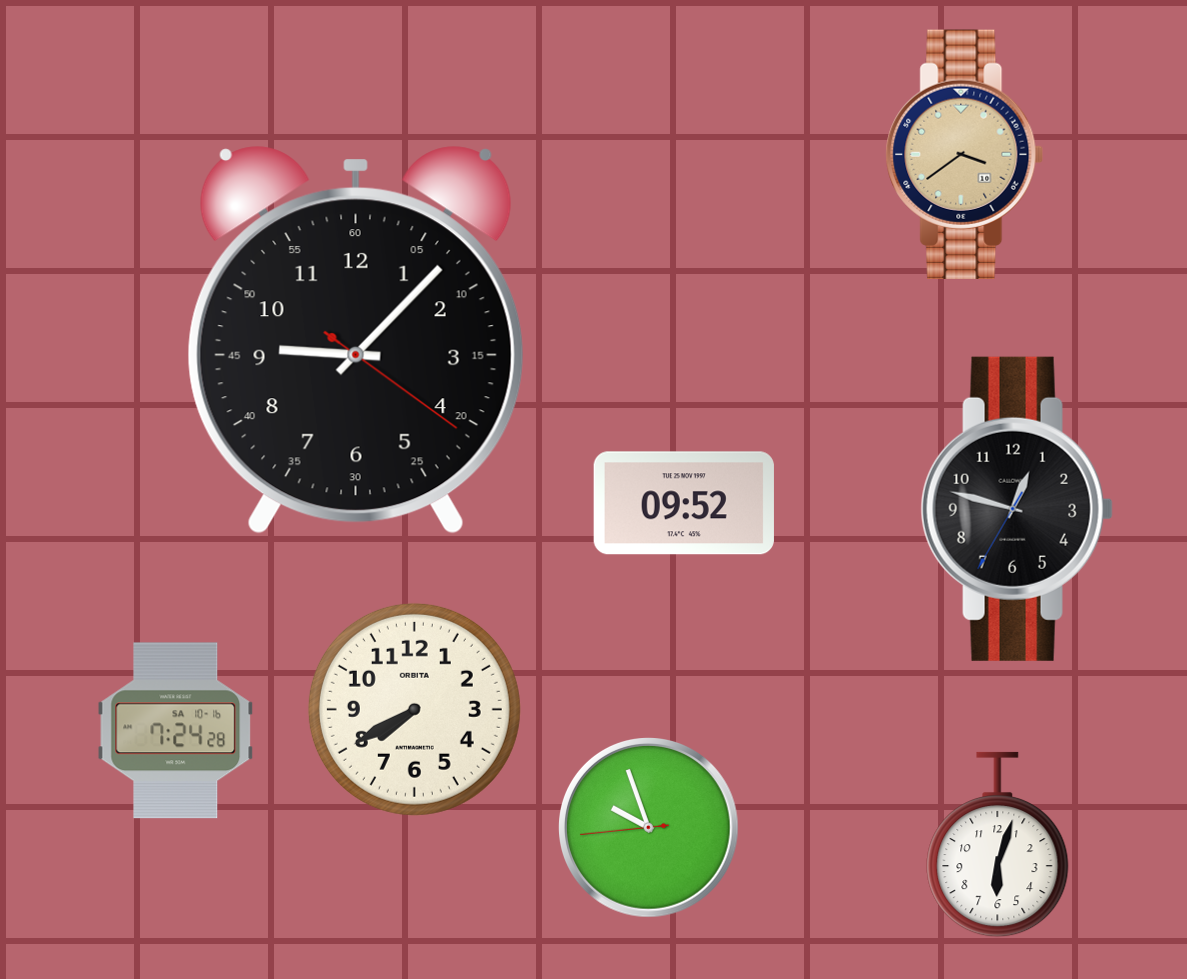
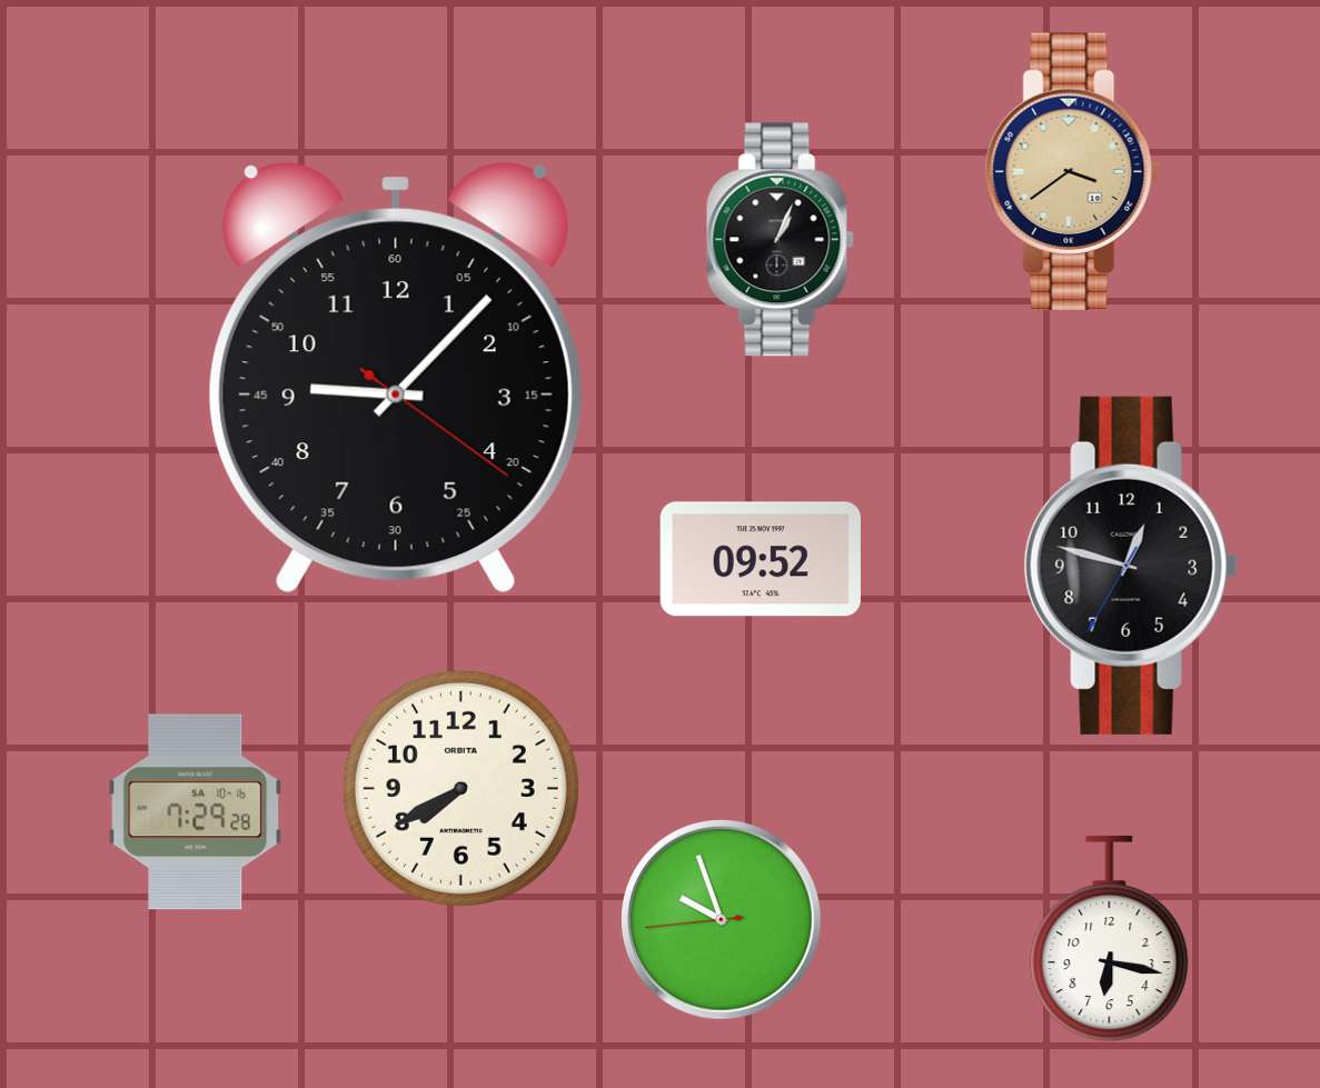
clock at (780, 240): none -> 1:04
clock at (176, 731): 7:24 -> 7:29
clock at (998, 845): 6:03 -> 6:17
